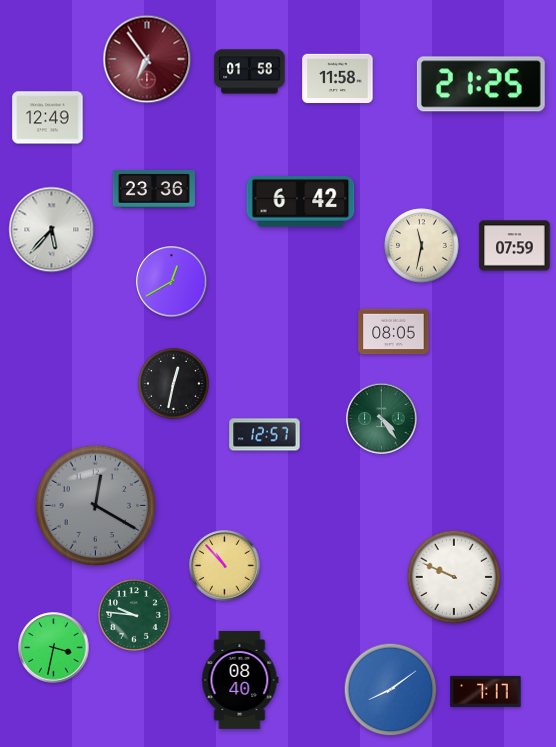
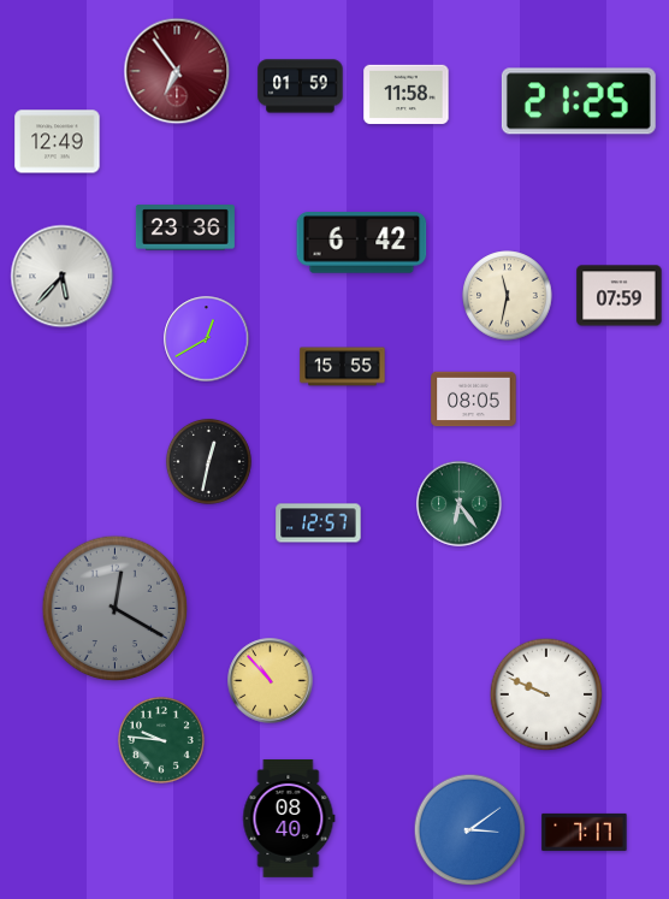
clock at (250, 72): 01:58 -> 01:59
clock at (343, 367): none -> 15:55
clock at (382, 419): 4:24 -> 6:24
clock at (54, 648): 3:32 -> none
clock at (391, 690): 8:09 -> 3:09
